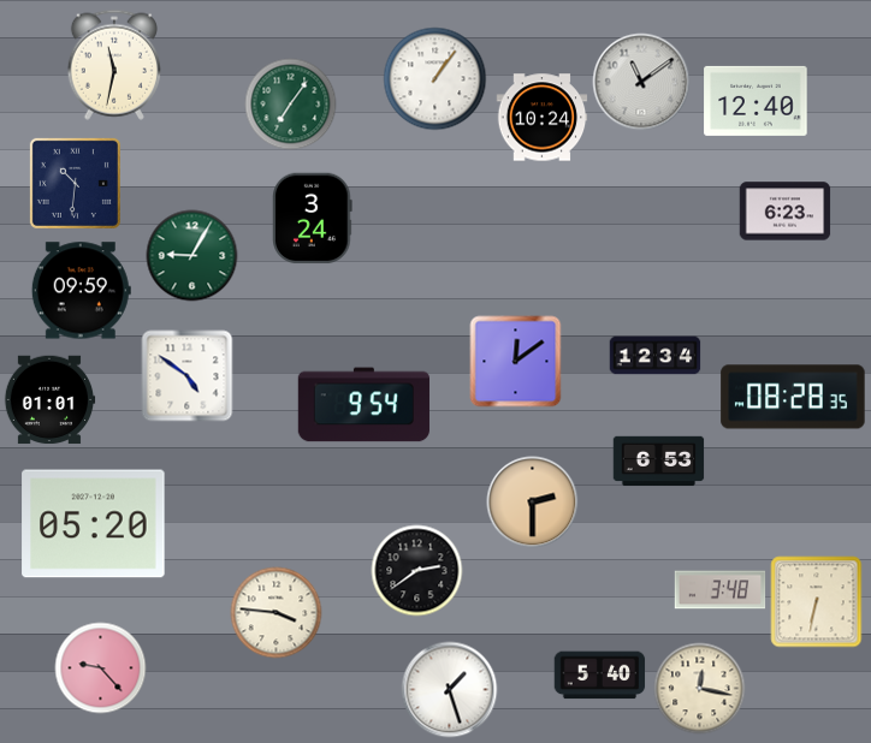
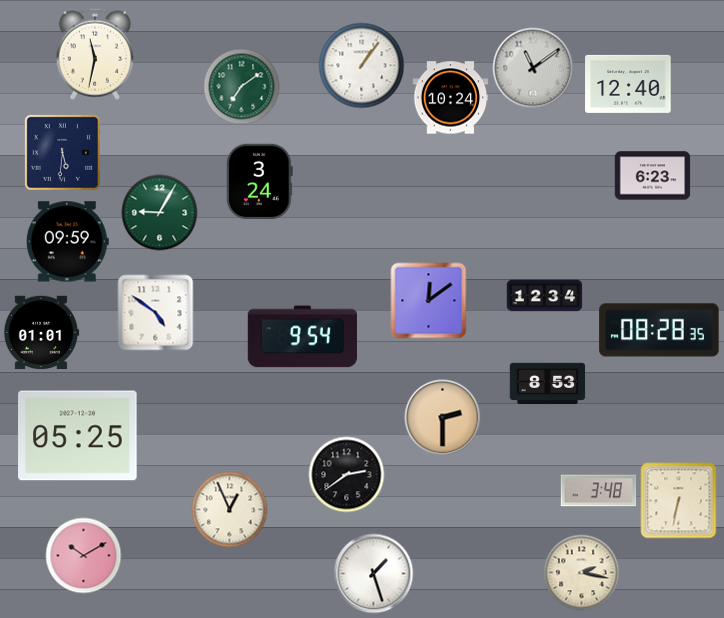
clock at (291, 105): 7:06 -> 7:09
clock at (75, 183): 10:31 -> 5:31
clock at (659, 462): 6:53 -> 8:53
clock at (94, 524): 05:20 -> 05:25
clock at (277, 613): 3:46 -> 12:56
clock at (101, 668): 9:23 -> 10:10
clock at (600, 676): 5:40 -> none
clock at (700, 689): 12:17 -> 2:17
